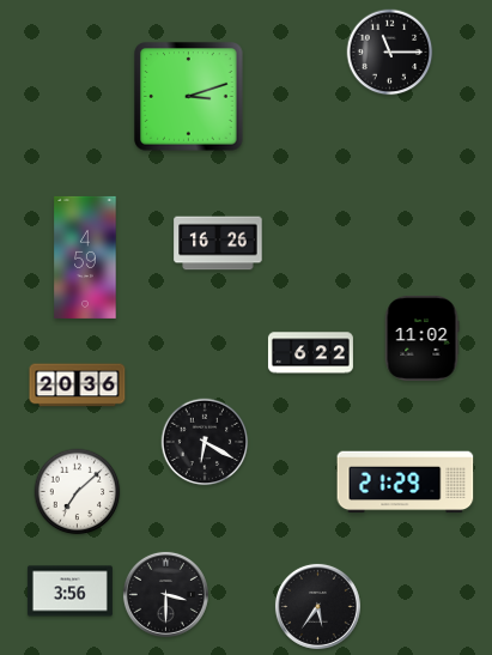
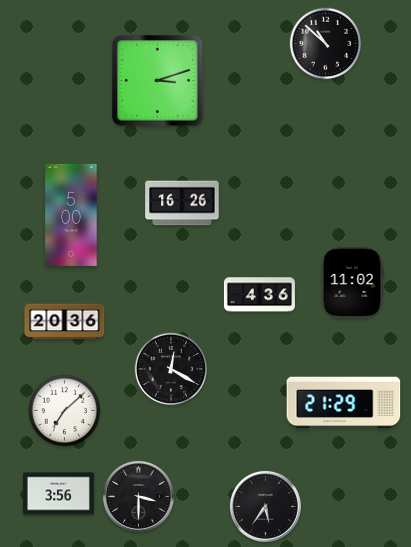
clock at (390, 53): 11:15 -> 10:52
clock at (85, 257): 4:59 -> 5:00
clock at (310, 353): 6:22 -> 4:36
clock at (205, 442): 6:20 -> 12:20
clock at (406, 483) position: (406, 483) -> (344, 403)
